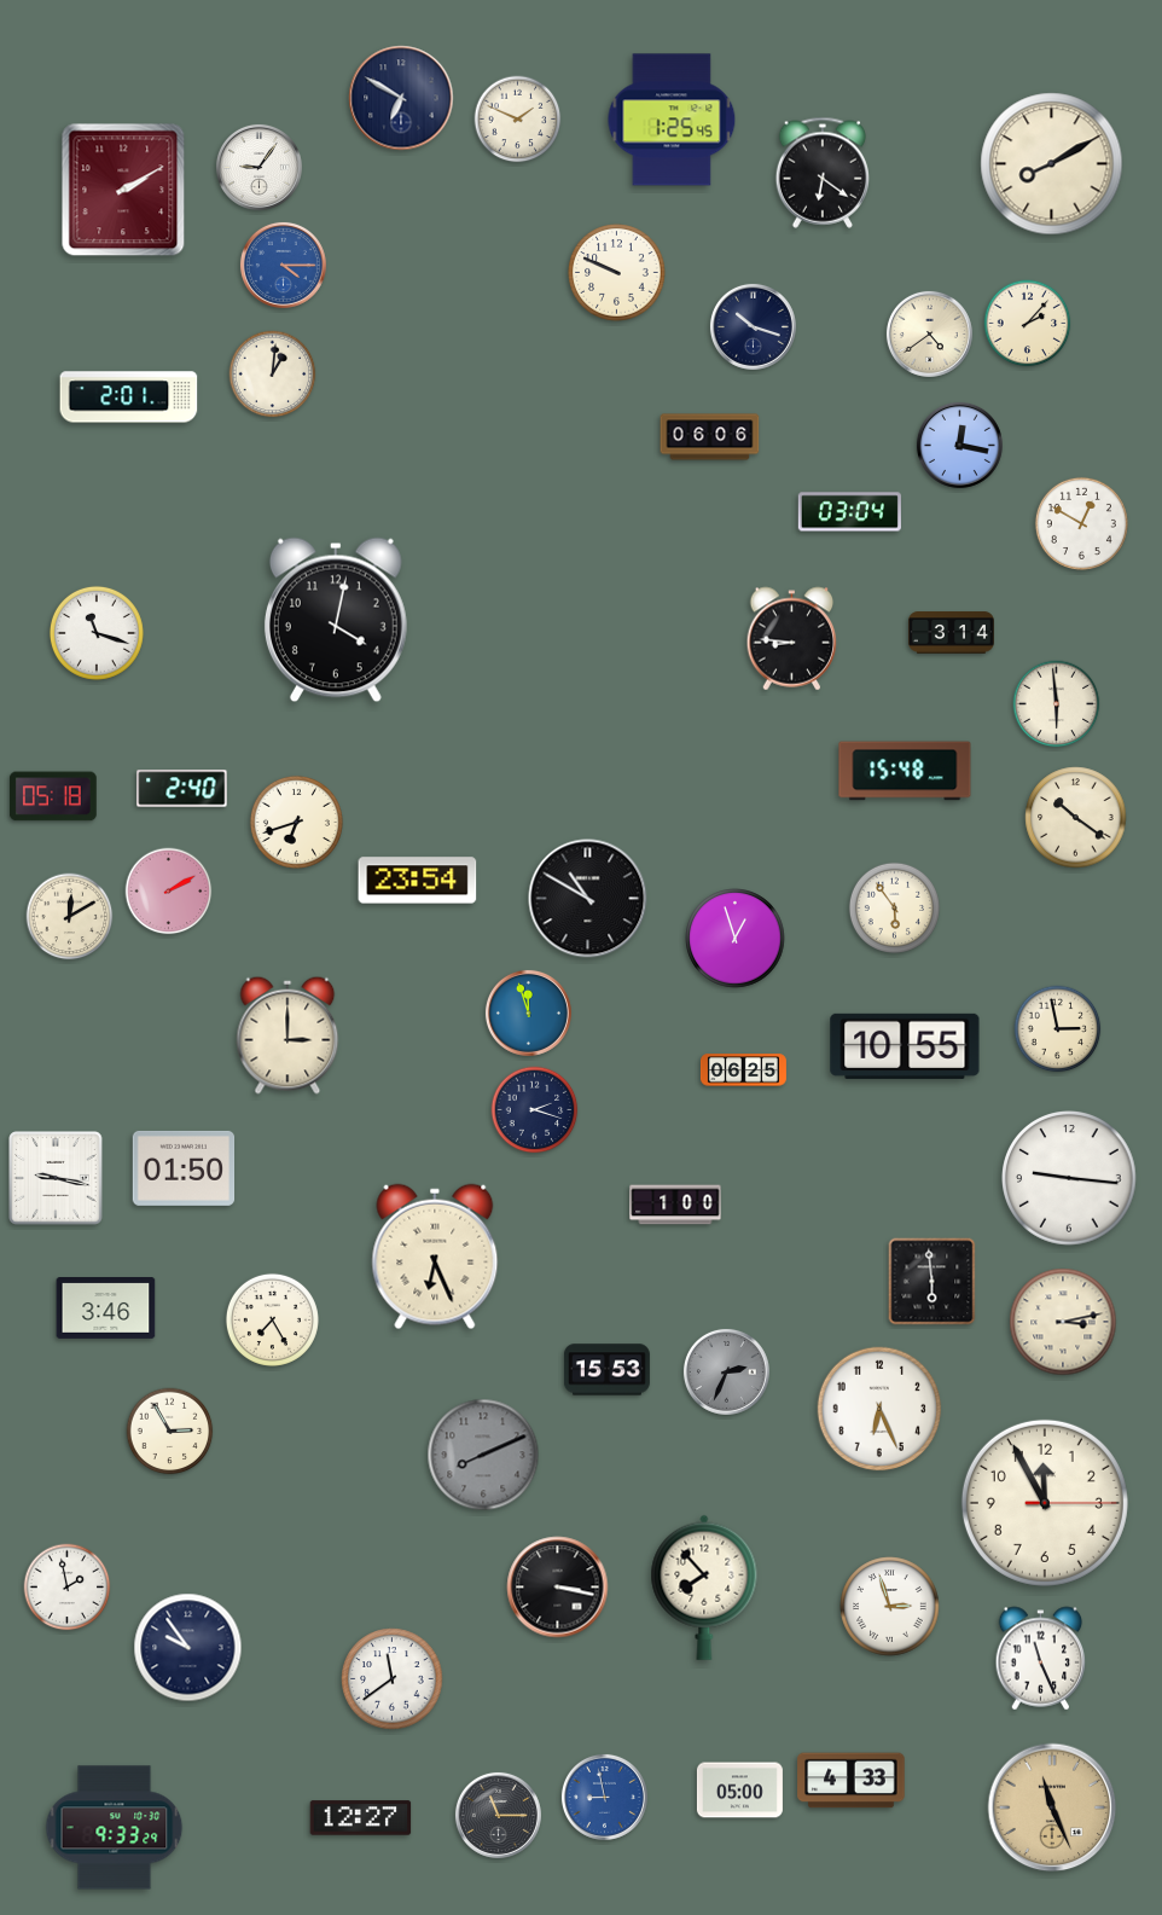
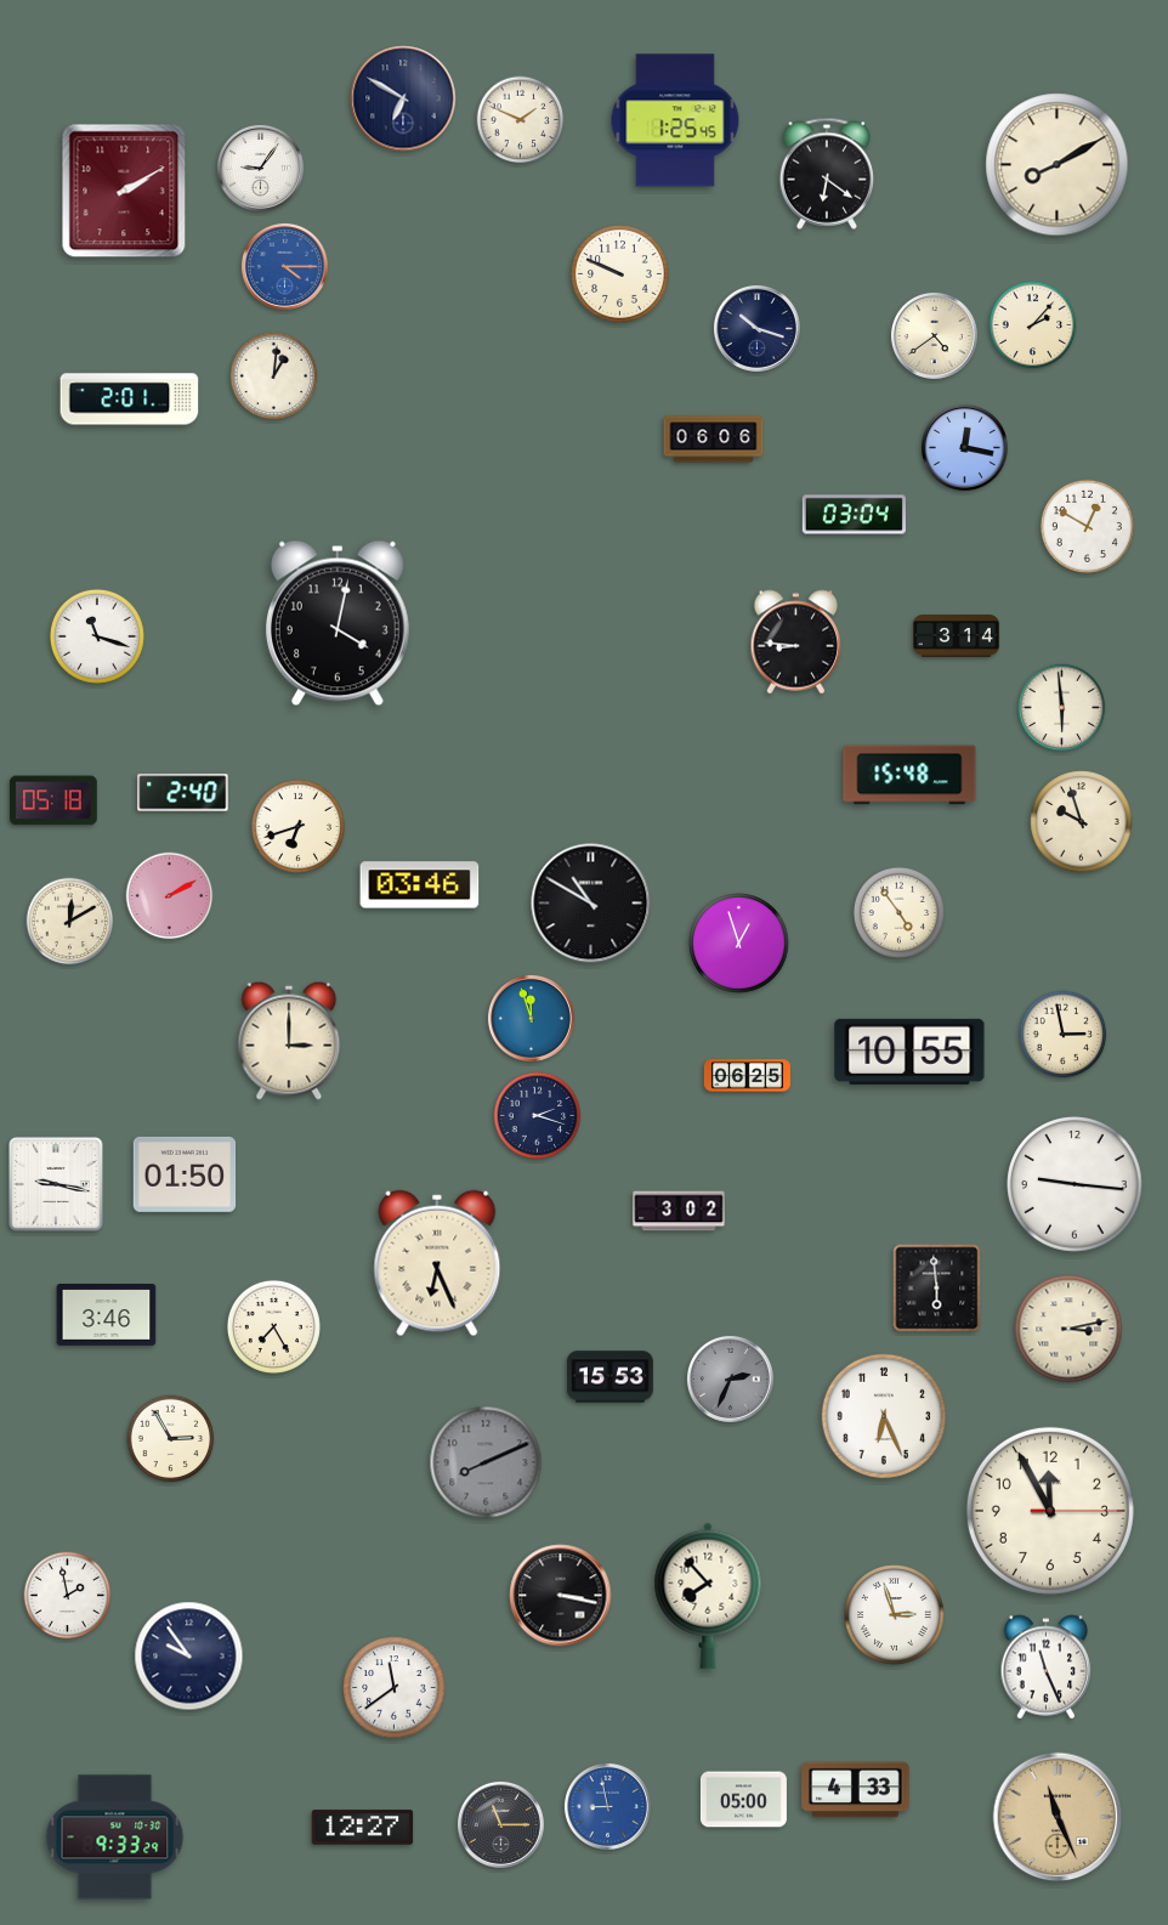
clock at (1076, 818): 10:21 -> 9:57
clock at (418, 881): 23:54 -> 03:46
clock at (894, 907): 5:54 -> 4:54
clock at (675, 1205): 1:00 -> 3:02
